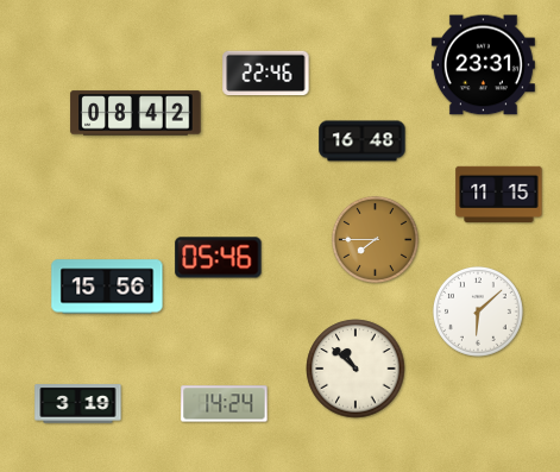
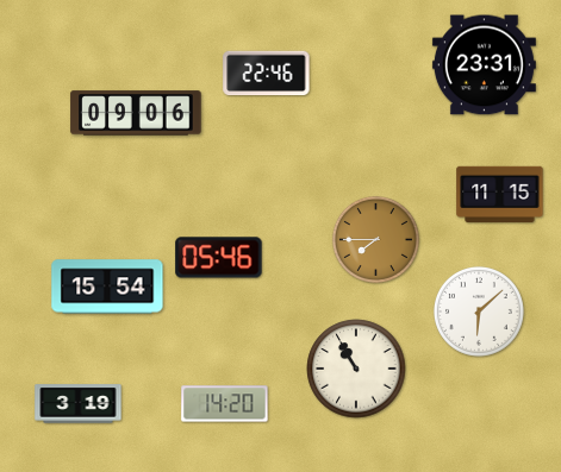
clock at (136, 113): 08:42 -> 09:06
clock at (363, 141): 16:48 -> none
clock at (107, 287): 15:56 -> 15:54
clock at (355, 369): 10:52 -> 10:55
clock at (225, 404): 14:24 -> 14:20
